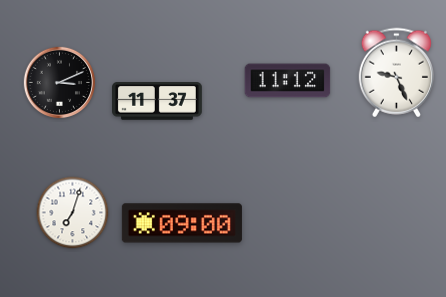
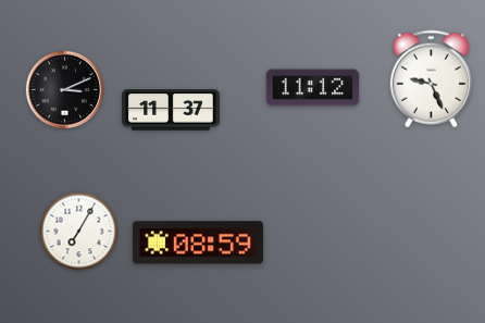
clock at (73, 213): 7:03 -> 7:05
clock at (182, 223): 09:00 -> 08:59
